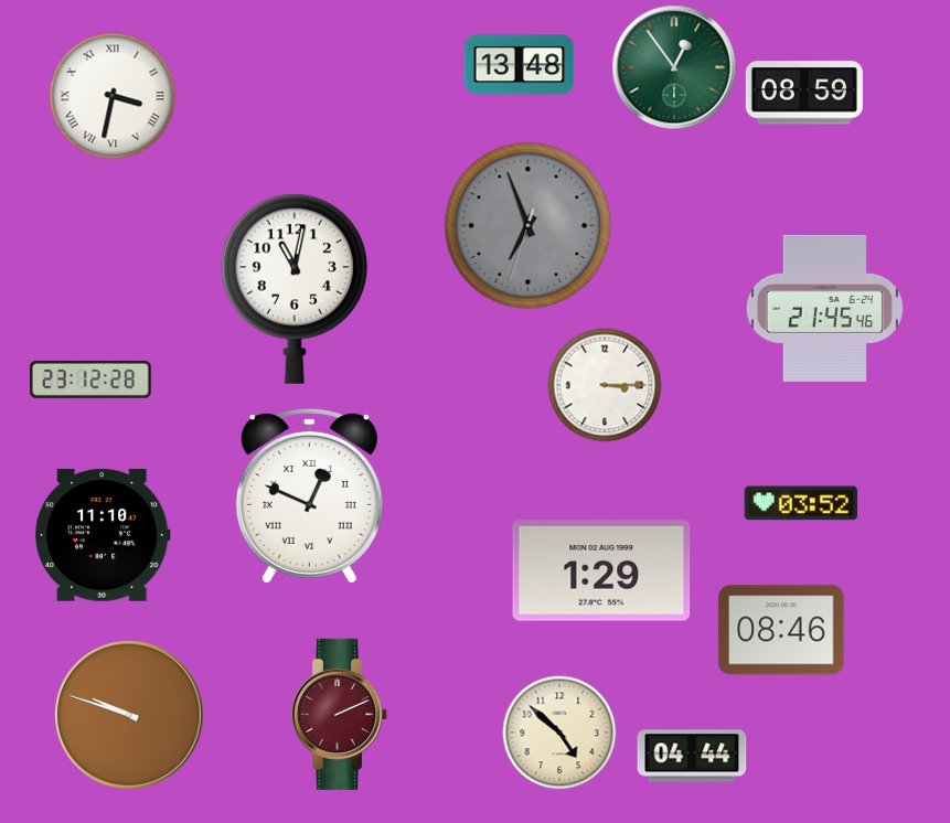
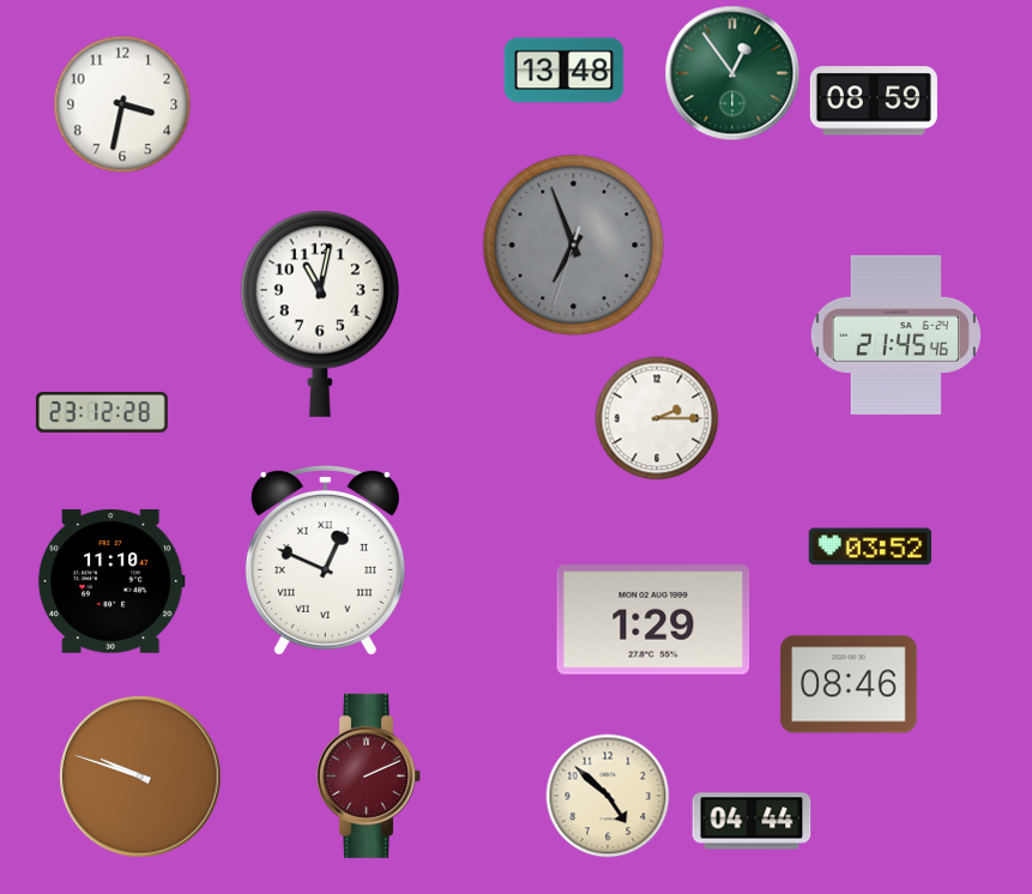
clock at (113, 96) numerals: Roman -> Arabic
clock at (90, 380) position: (90, 380) -> (102, 412)
clock at (605, 385): 3:15 -> 2:15
clock at (309, 495) position: (309, 495) -> (325, 560)
